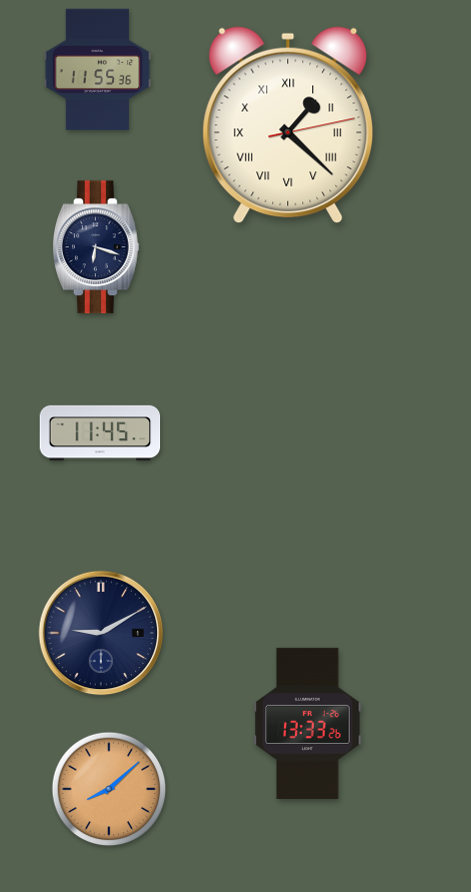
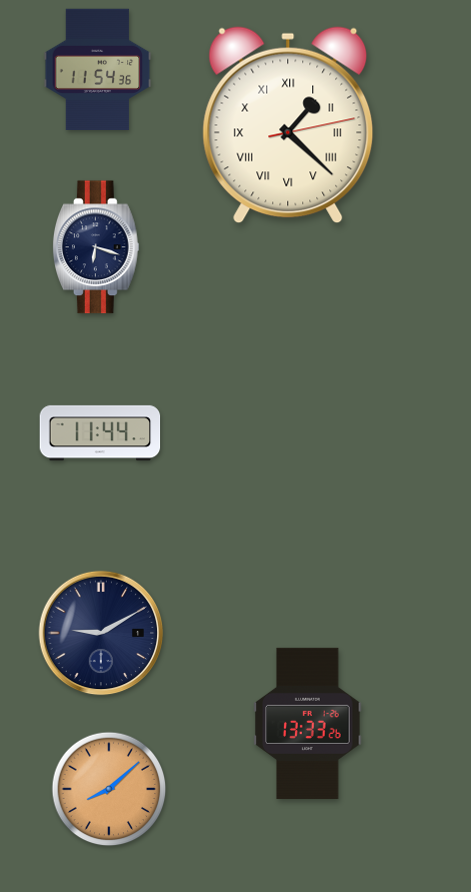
clock at (98, 70): 11:55 -> 11:54
clock at (100, 433): 11:45 -> 11:44
